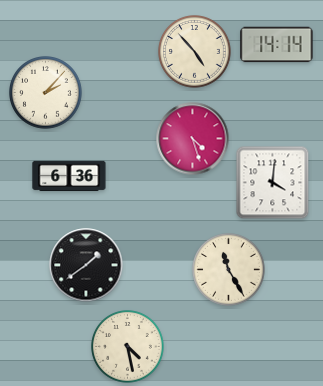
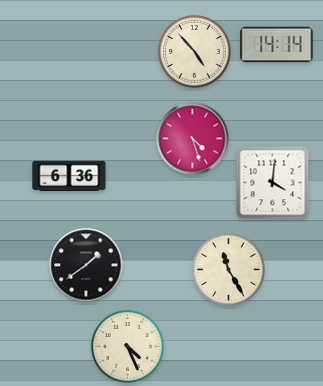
clock at (46, 93): 2:07 -> none
clock at (128, 347): 4:28 -> 4:26
